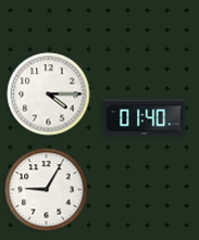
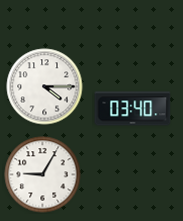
clock at (145, 118): 01:40 -> 03:40
